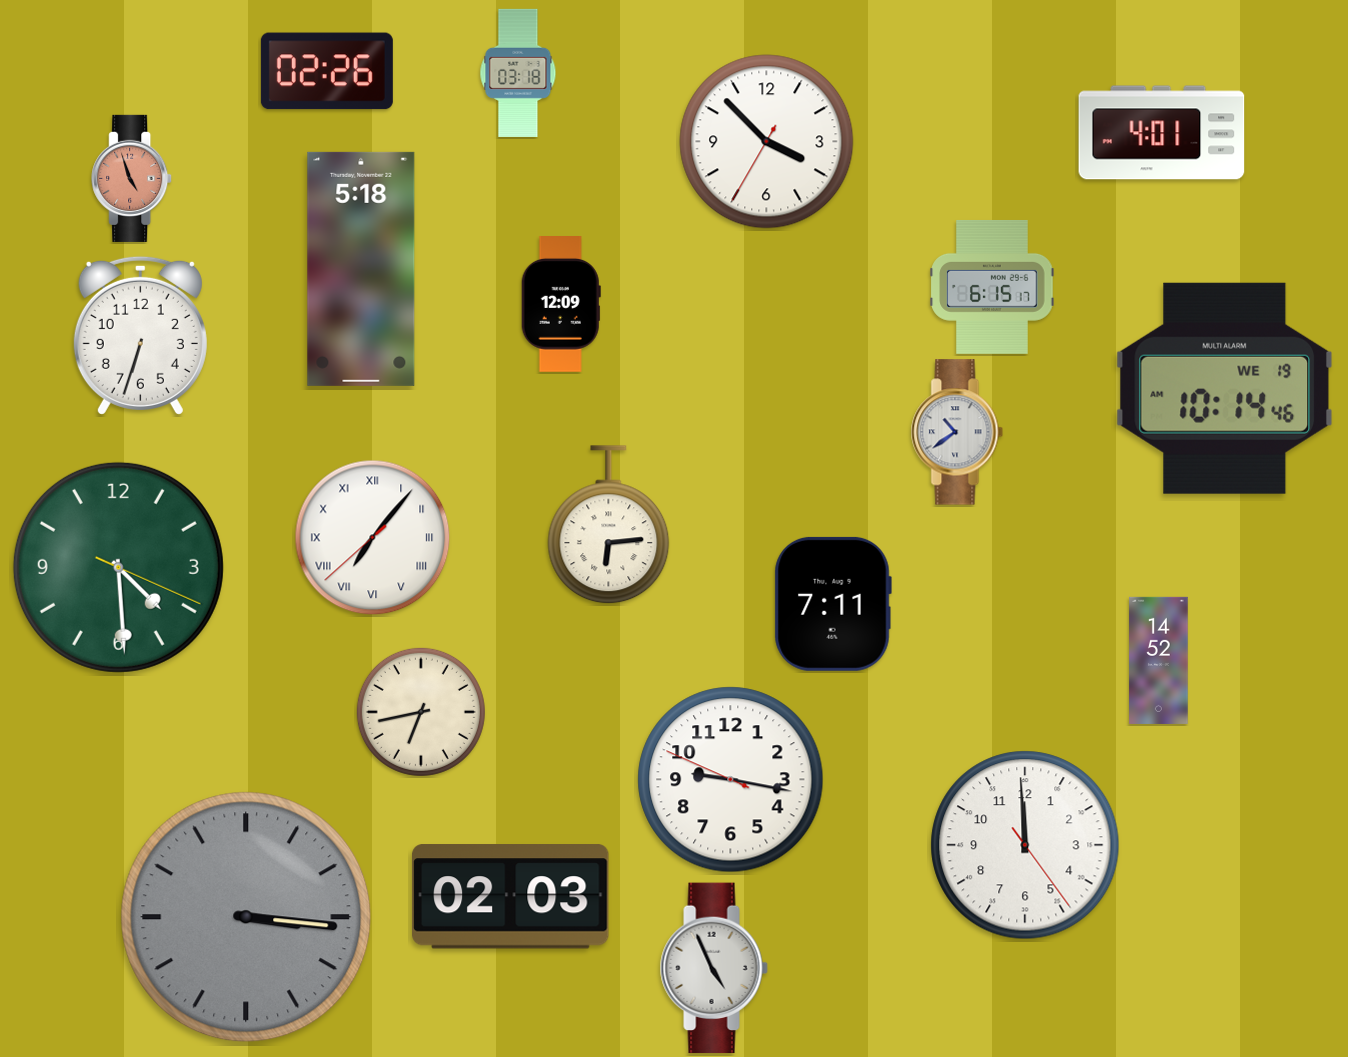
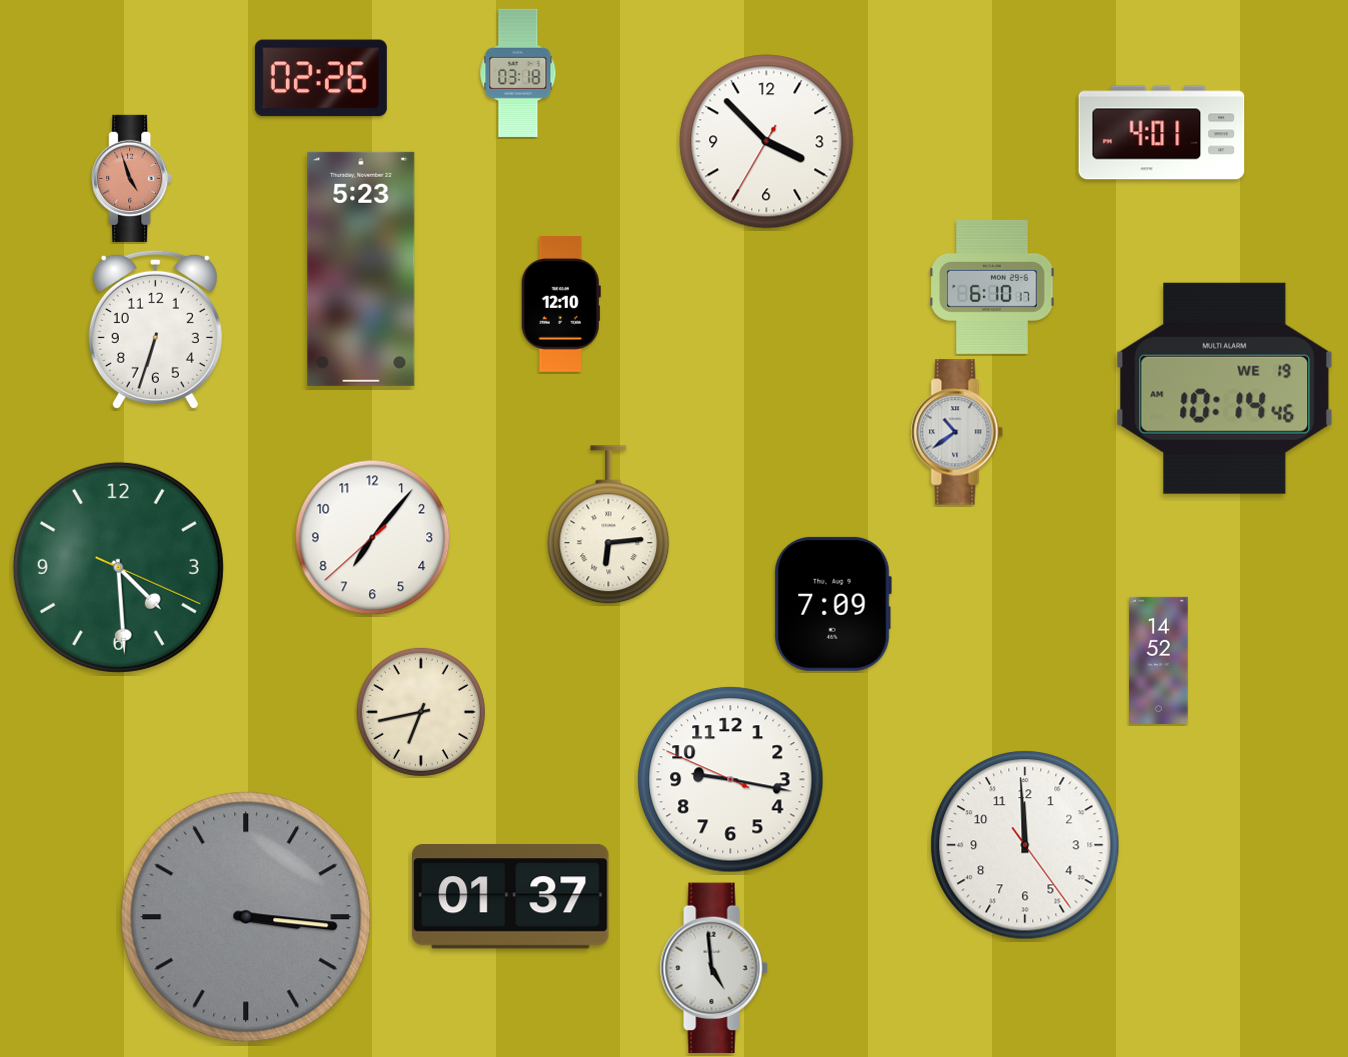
clock at (327, 71) position: (327, 71) -> (321, 78)
clock at (361, 269): 5:18 -> 5:23
clock at (992, 287): 6:15 -> 6:10
clock at (561, 305): 12:09 -> 12:10
clock at (140, 335) position: (140, 335) -> (155, 329)
clock at (373, 538) numerals: Roman -> Arabic
clock at (833, 604): 7:11 -> 7:09
clock at (511, 897): 02:03 -> 01:37
clock at (714, 968): 4:56 -> 4:59
